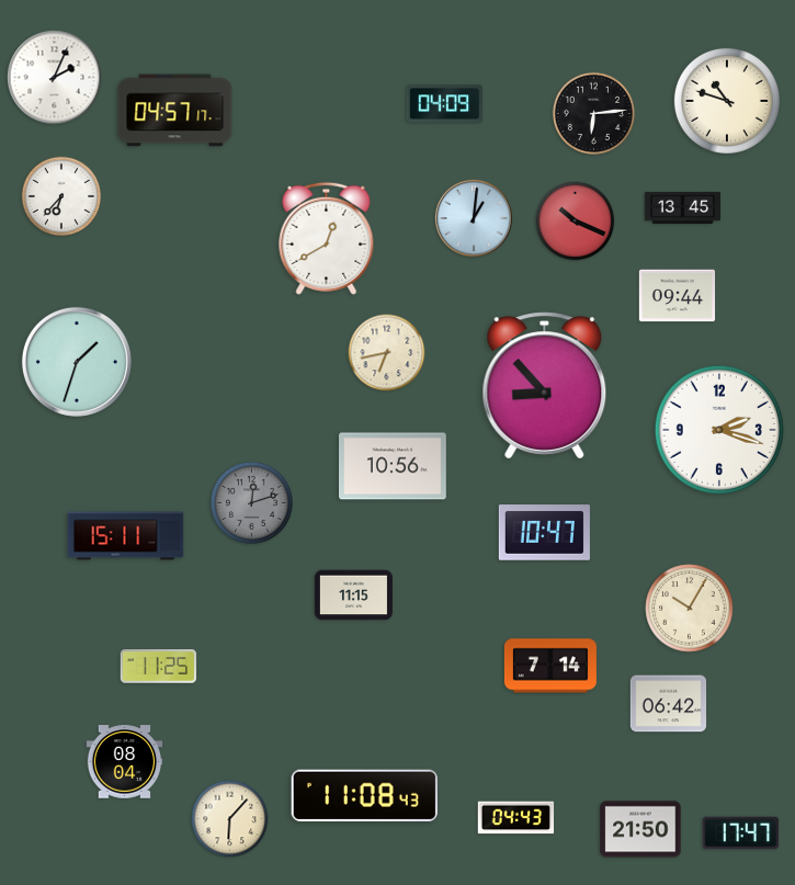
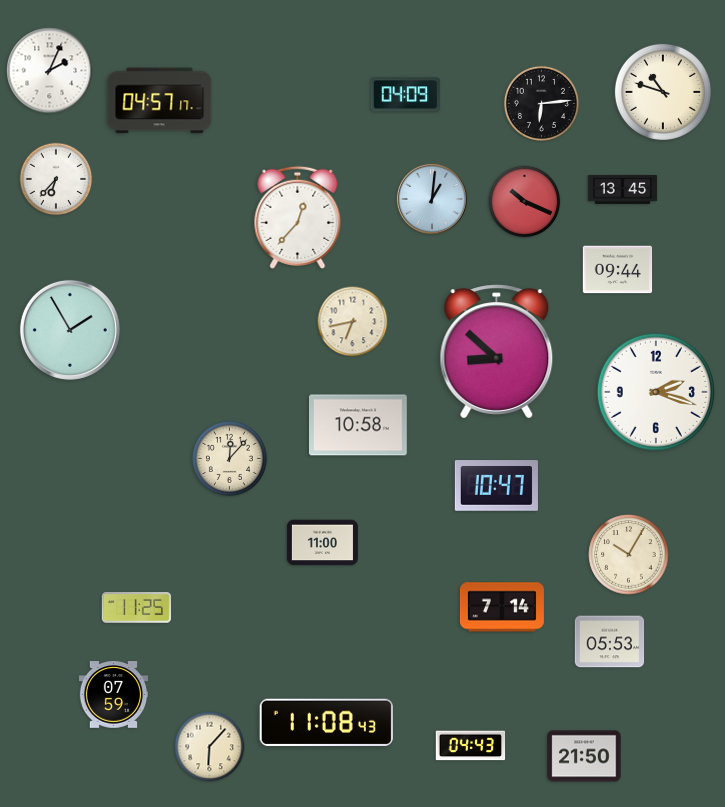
clock at (327, 238): 12:40 -> 12:37
clock at (77, 362): 1:33 -> 1:55
clock at (545, 386): 8:53 -> 8:52
clock at (394, 466): 10:56 -> 10:58
clock at (251, 502): 12:12 -> 12:07
clock at (251, 502) dial: grey -> cream
clock at (126, 536): 15:11 -> none
clock at (353, 595): 11:15 -> 11:00
clock at (159, 667) position: (159, 667) -> (137, 608)
clock at (669, 704): 06:42 -> 05:53
clock at (125, 762): 08:04 -> 07:59
clock at (364, 795) position: (364, 795) -> (326, 722)
clock at (741, 833): 17:47 -> none
